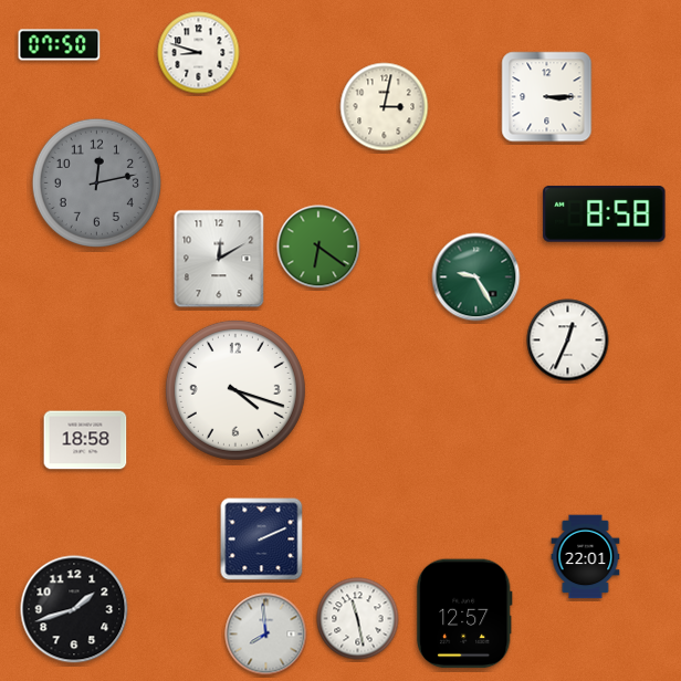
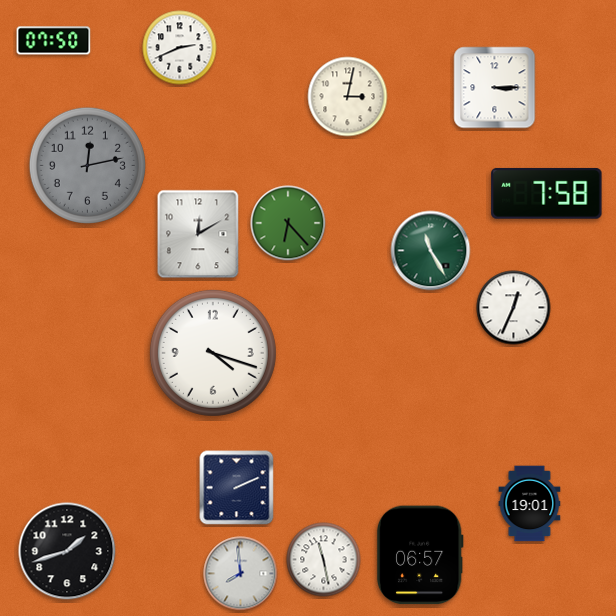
clock at (199, 53): 8:48 -> 2:41
clock at (605, 213): 8:58 -> 7:58
clock at (318, 247): 6:21 -> 6:23
clock at (476, 277): 9:25 -> 11:25
clock at (85, 440): 18:58 -> none
clock at (586, 557): 22:01 -> 19:01
clock at (464, 614): 12:57 -> 06:57
